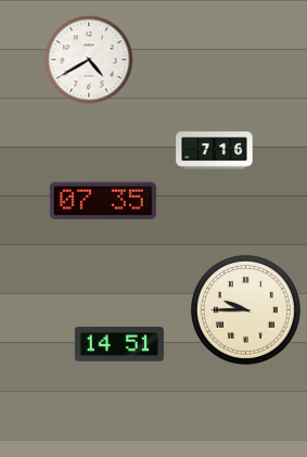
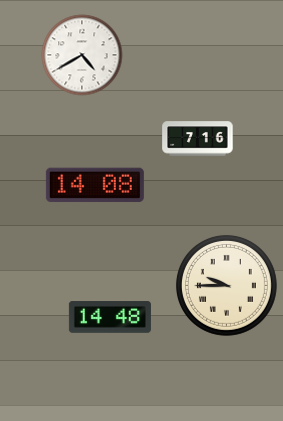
clock at (103, 201): 07:35 -> 14:08
clock at (119, 345): 14:51 -> 14:48
